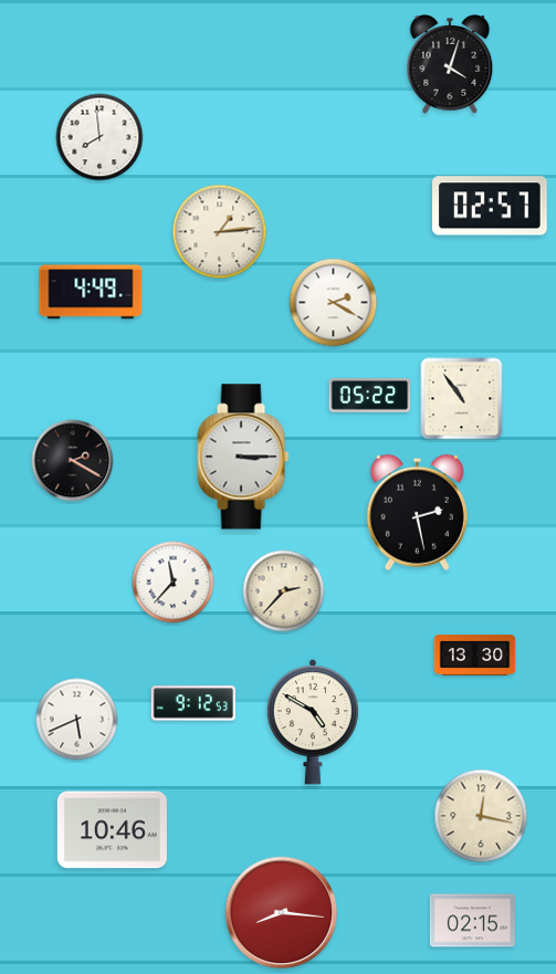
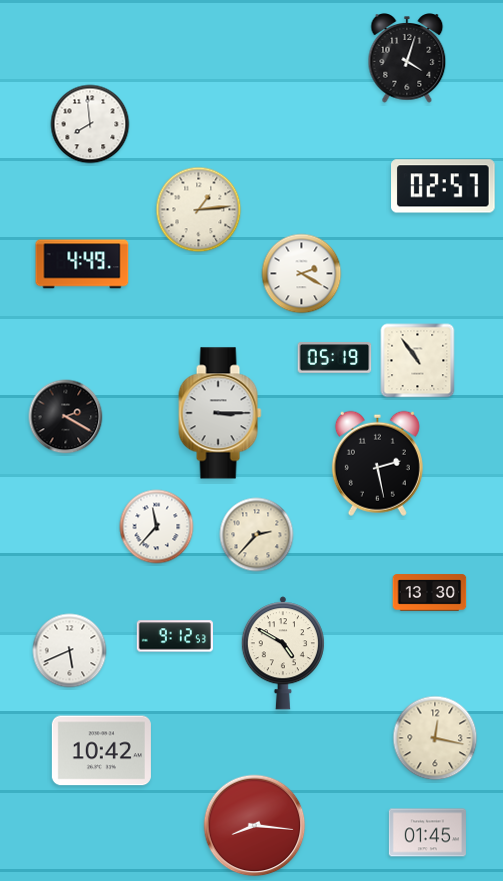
clock at (370, 396): 05:22 -> 05:19
clock at (112, 830): 10:46 -> 10:42
clock at (472, 921): 02:15 -> 01:45
